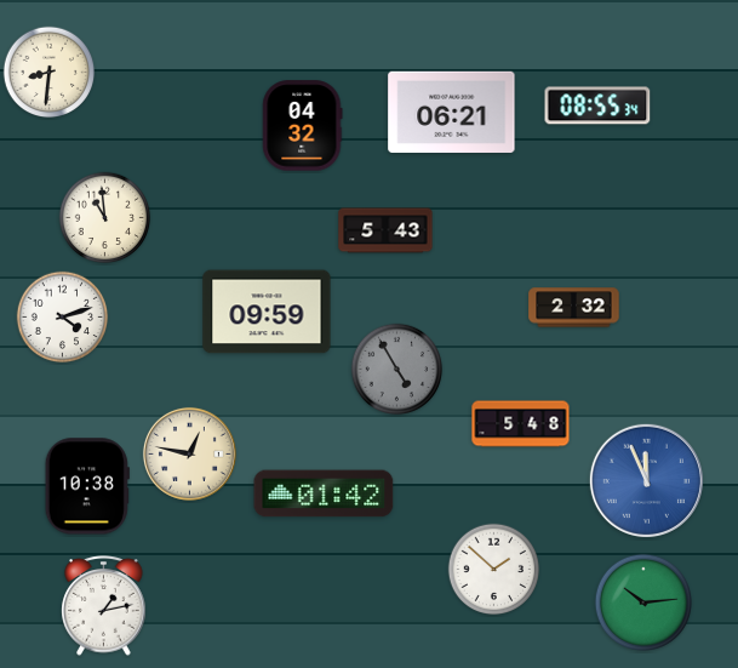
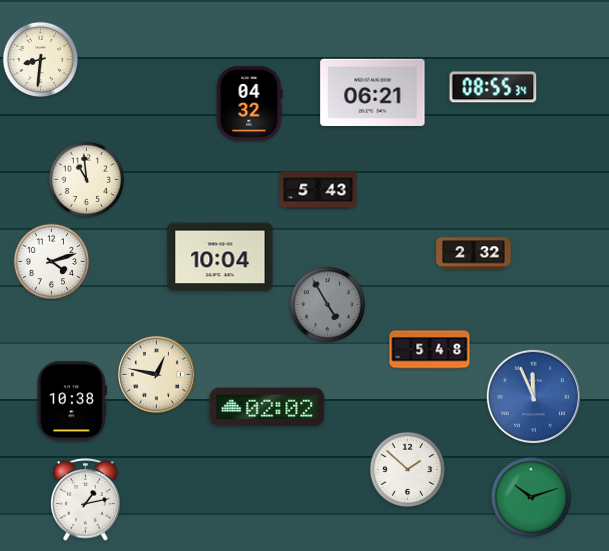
clock at (267, 312): 09:59 -> 10:04
clock at (324, 493): 01:42 -> 02:02
clock at (642, 601): 10:14 -> 10:12
